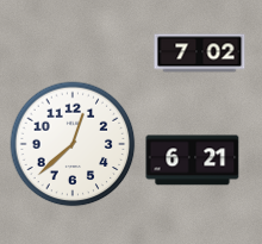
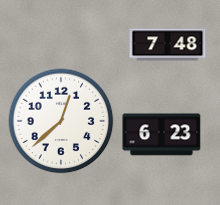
clock at (200, 54): 7:02 -> 7:48
clock at (193, 161): 6:21 -> 6:23
